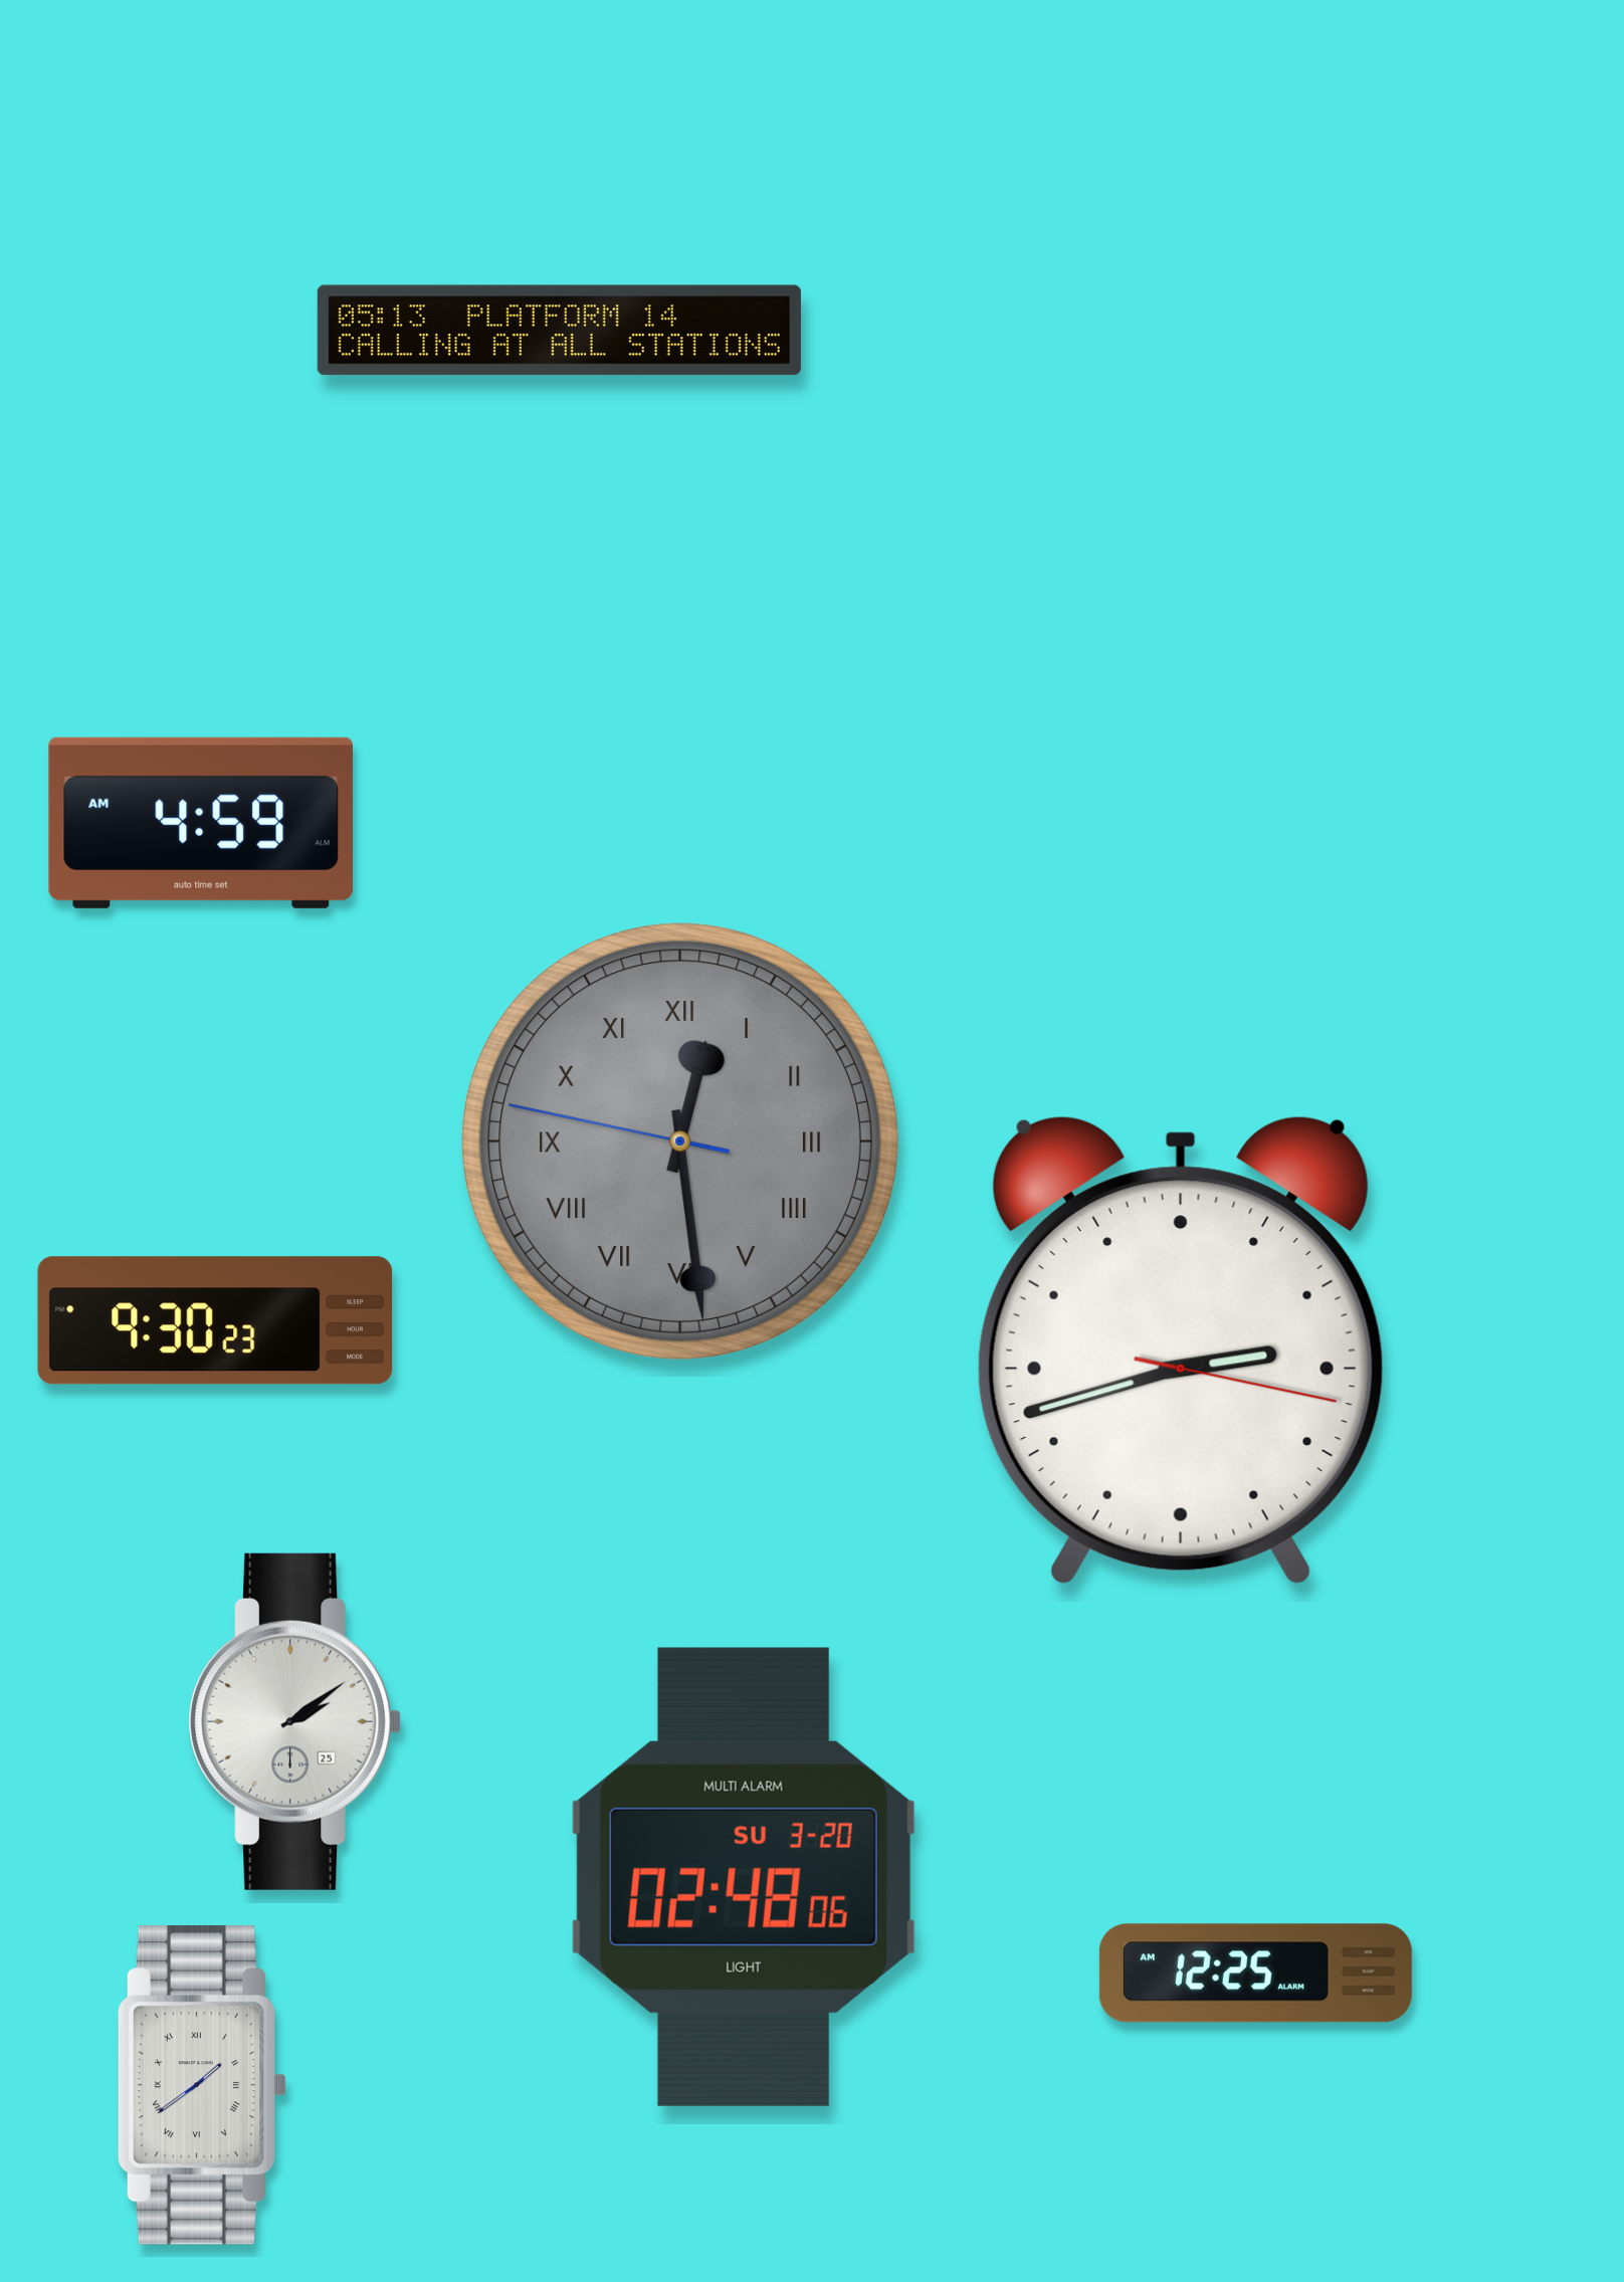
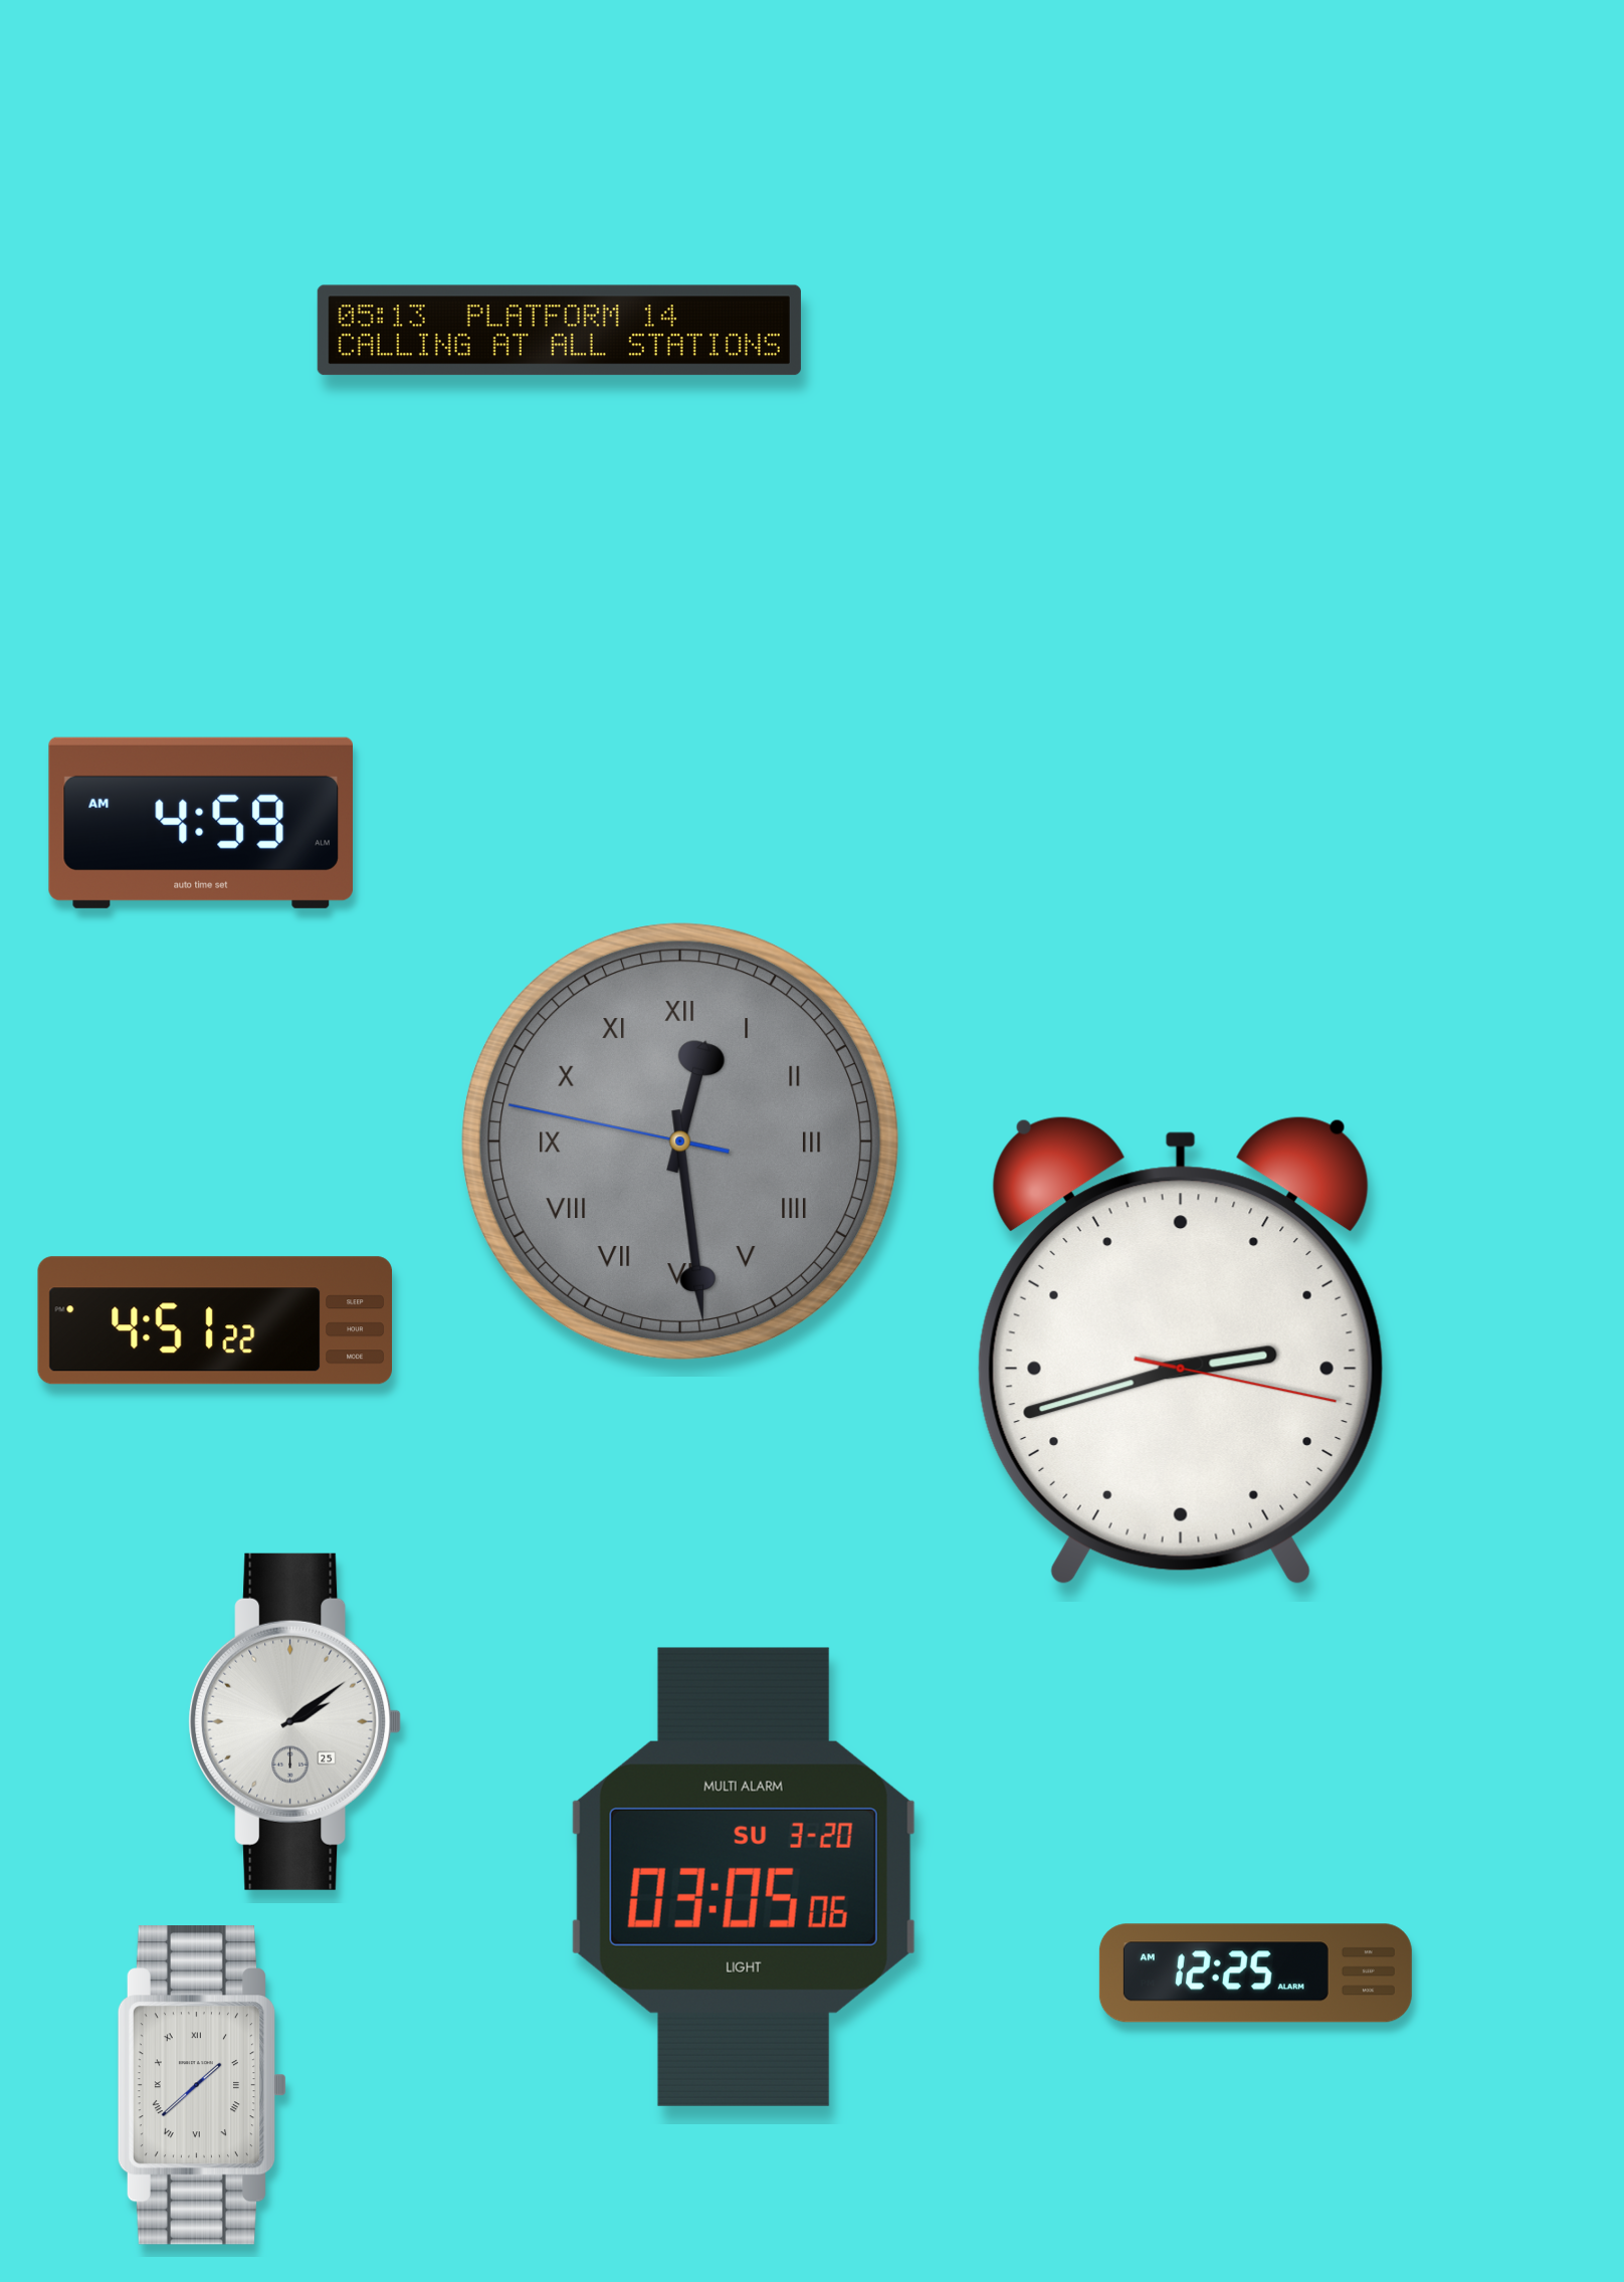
clock at (214, 1320): 9:30 -> 4:51
clock at (744, 1877): 02:48 -> 03:05
clock at (202, 2086): 1:39 -> 1:38
